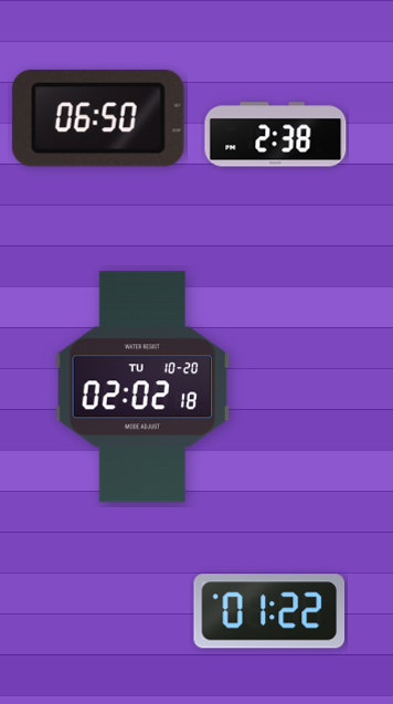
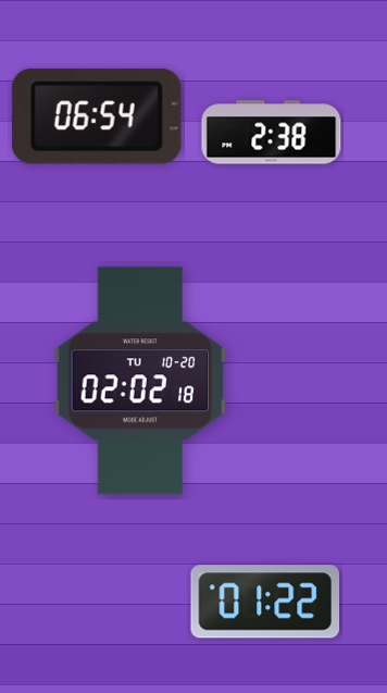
clock at (98, 118): 06:50 -> 06:54
